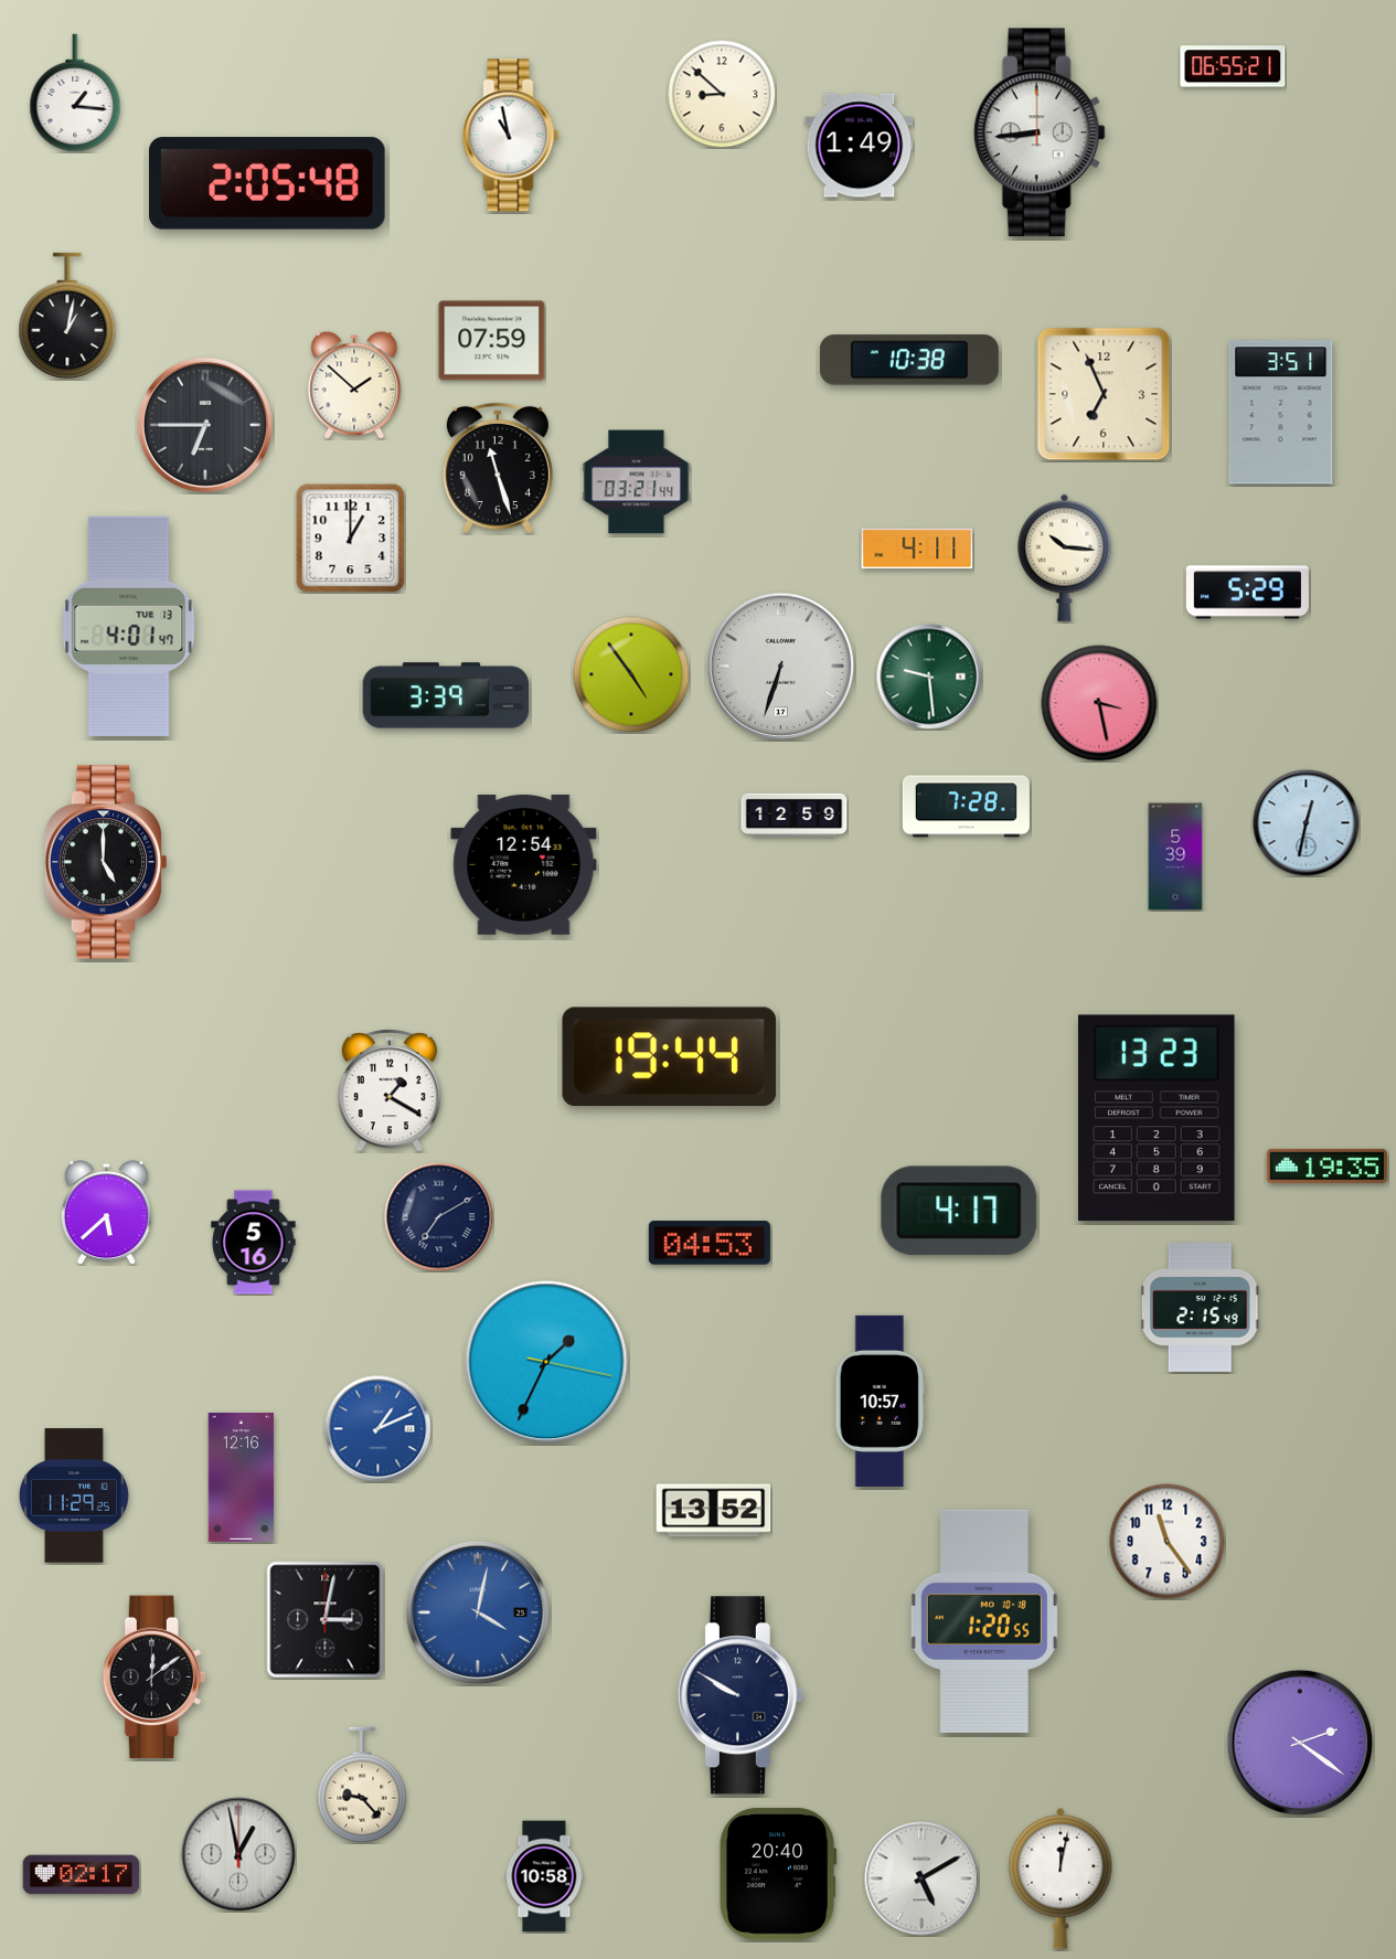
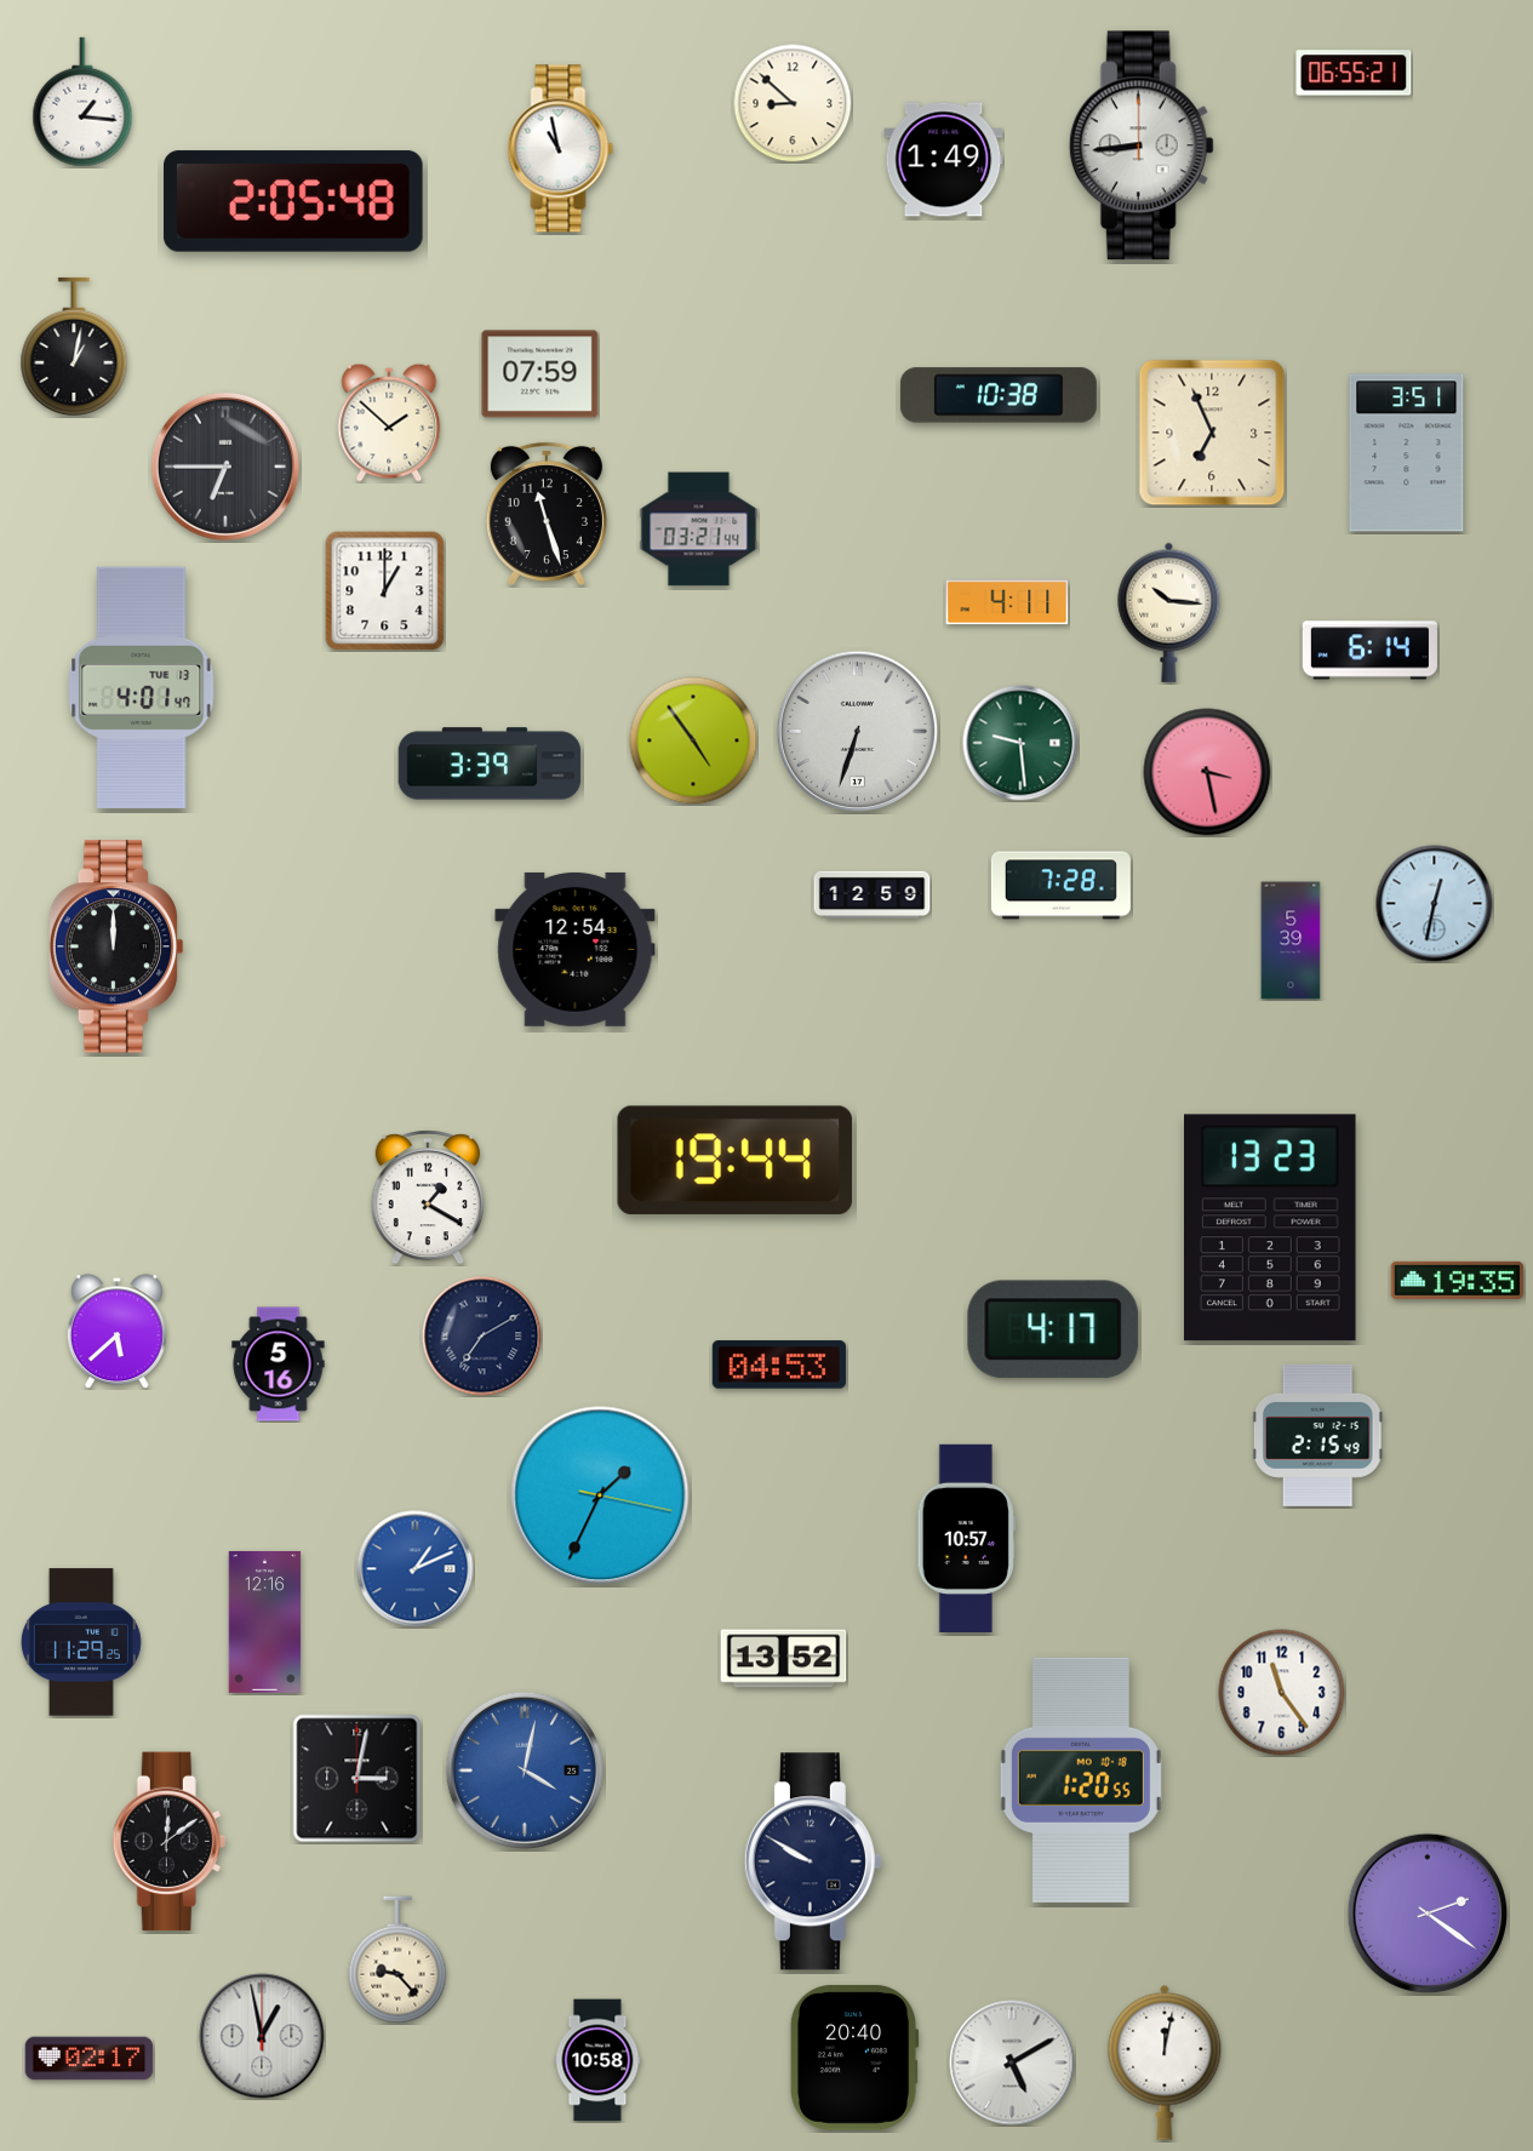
clock at (1247, 593): 5:29 -> 6:14
clock at (106, 862): 5:00 -> 12:00
